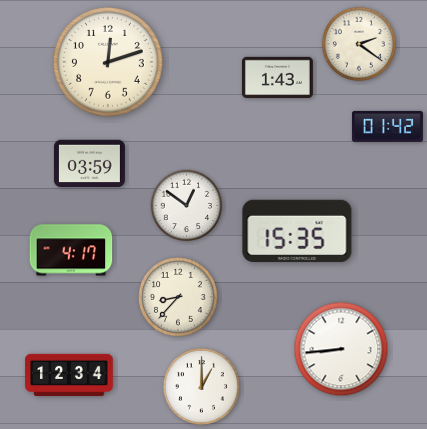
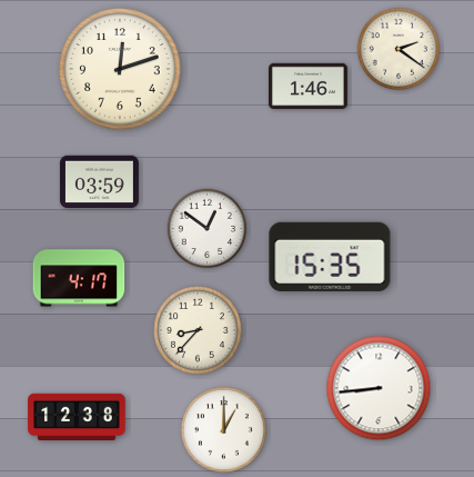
clock at (277, 77): 1:43 -> 1:46
clock at (387, 126): 01:42 -> none
clock at (69, 374): 12:34 -> 12:38
